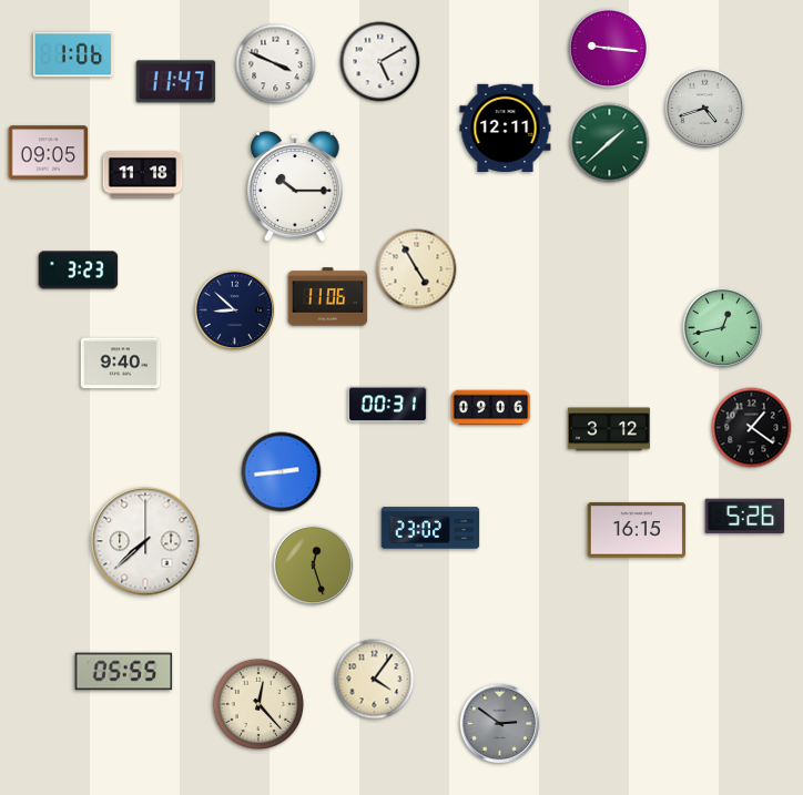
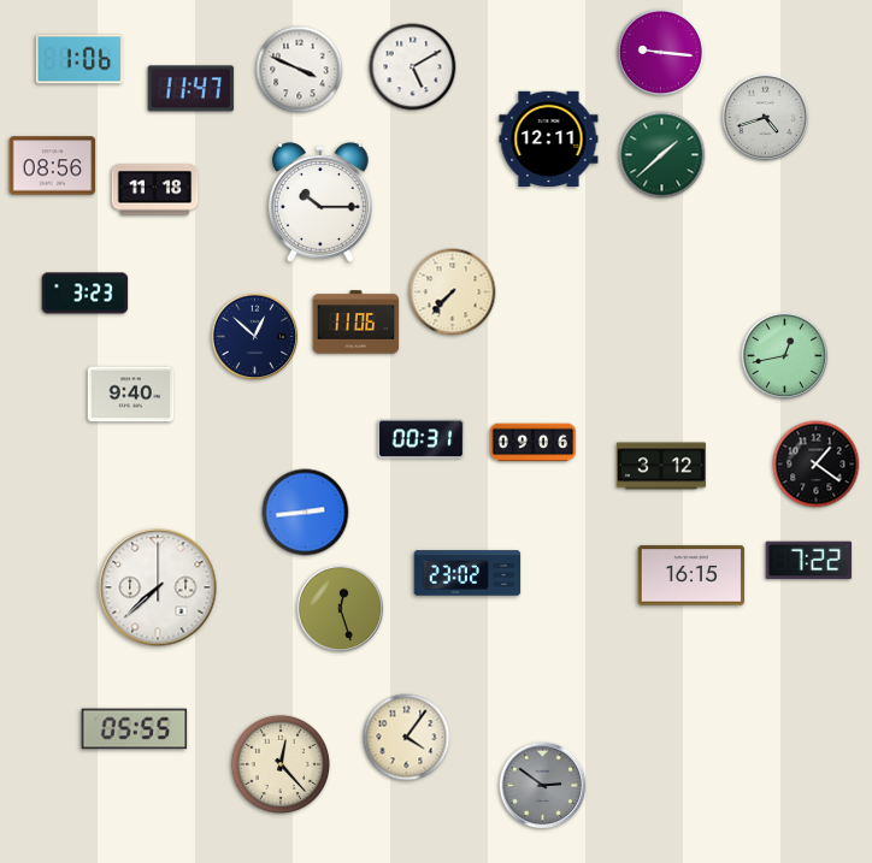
clock at (49, 153): 09:05 -> 08:56
clock at (417, 269): 4:55 -> 7:37
clock at (235, 310): 8:52 -> 12:52
clock at (745, 517): 5:26 -> 7:22
clock at (314, 565) position: (314, 565) -> (341, 609)
